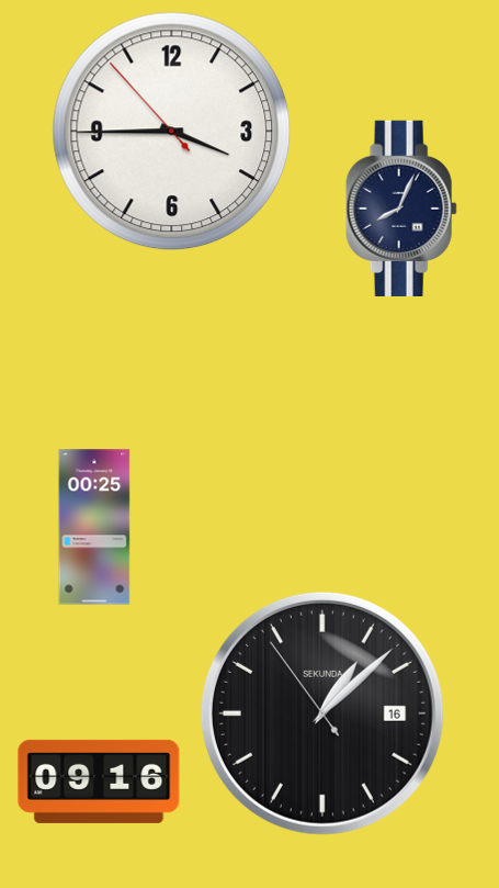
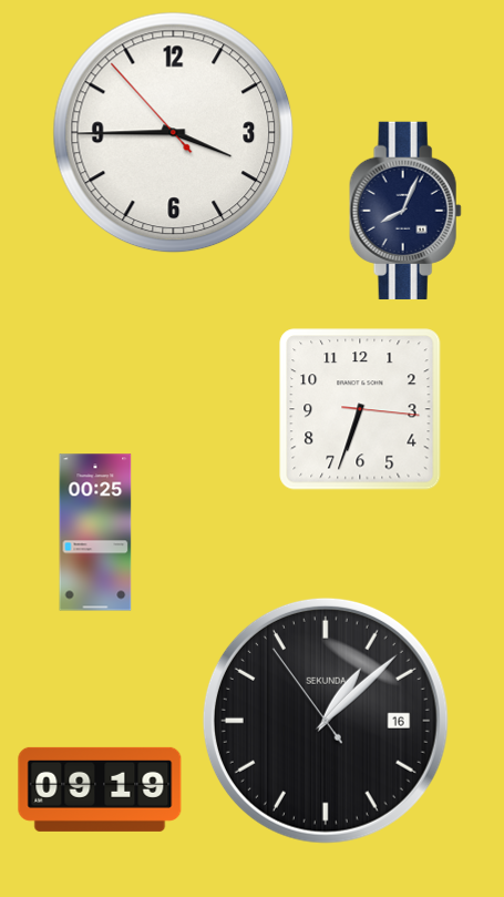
clock at (360, 409): none -> 6:33
clock at (99, 782): 09:16 -> 09:19
